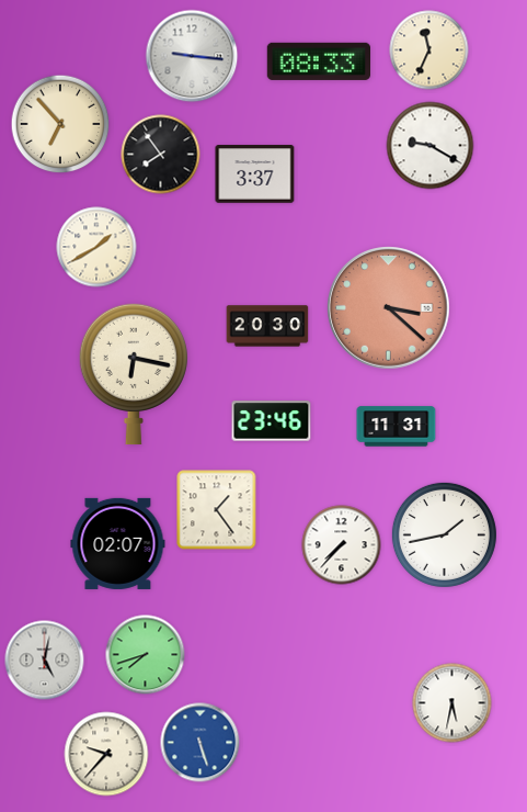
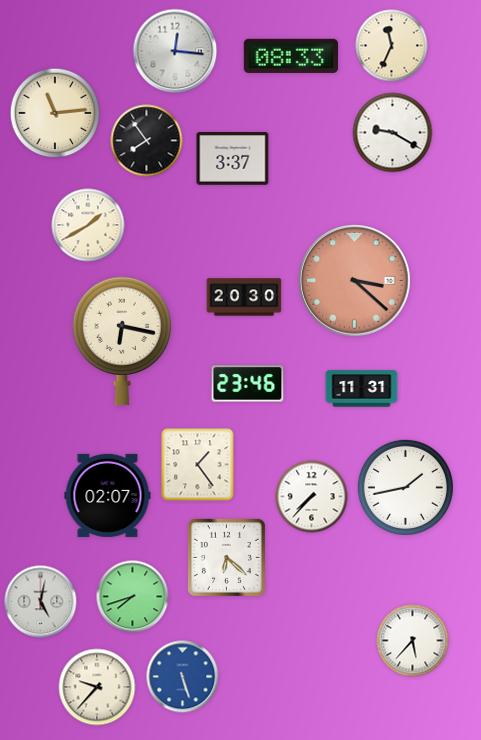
clock at (192, 56): 9:16 -> 12:16
clock at (60, 124): 6:53 -> 11:14
clock at (226, 557): none -> 6:22
clock at (452, 703): 5:32 -> 5:37
